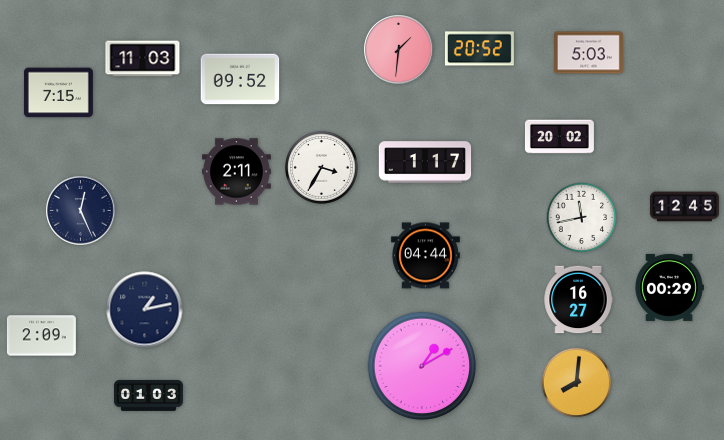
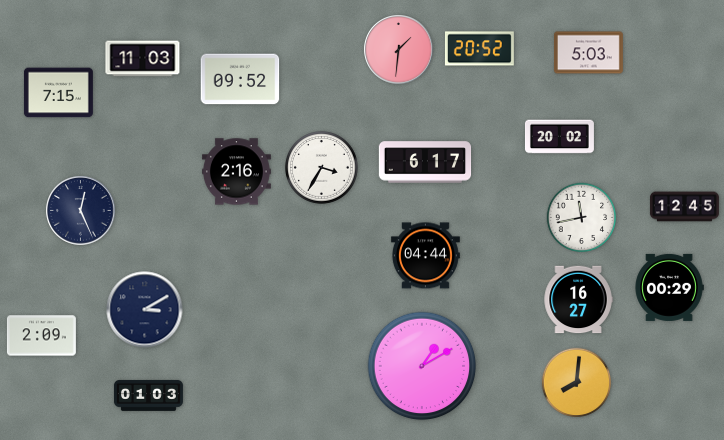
clock at (425, 162): 1:17 -> 6:17
clock at (236, 172): 2:11 -> 2:16
clock at (145, 310): 1:13 -> 3:10
